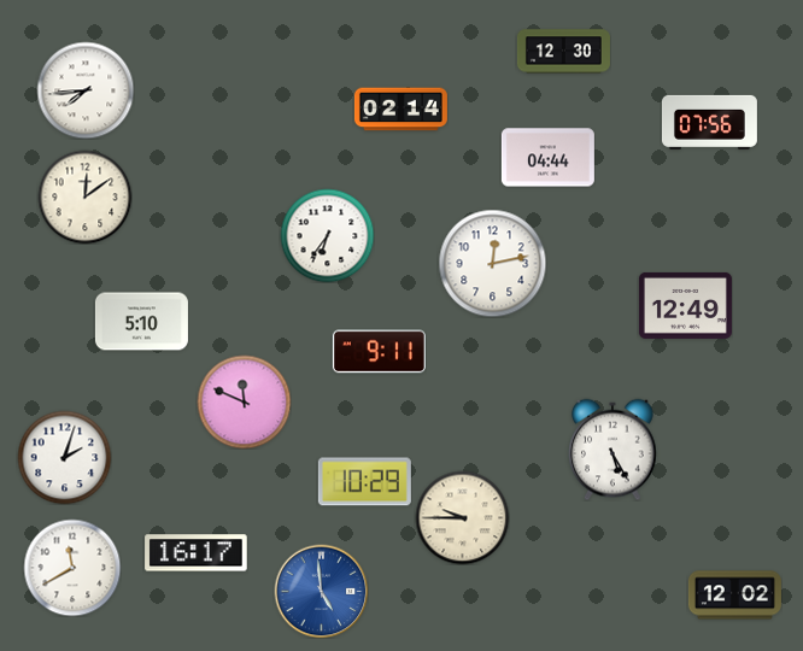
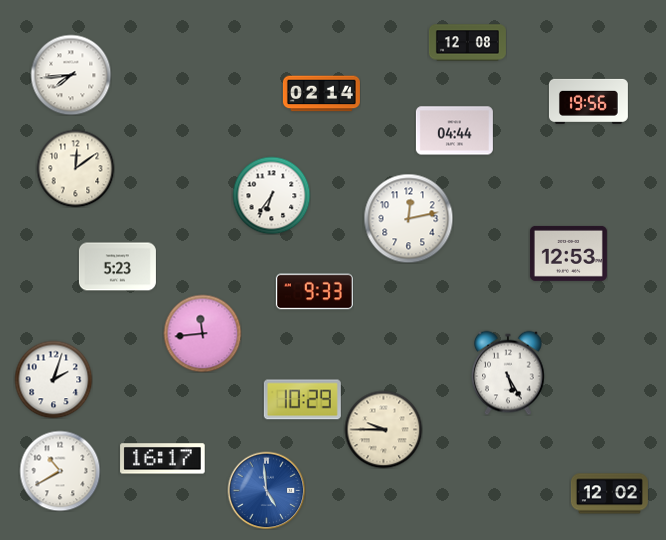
clock at (563, 52): 12:30 -> 12:08
clock at (400, 110) position: (400, 110) -> (321, 94)
clock at (709, 122): 07:56 -> 19:56
clock at (84, 197) position: (84, 197) -> (75, 168)
clock at (685, 305): 12:49 -> 12:53
clock at (141, 322): 5:10 -> 5:23
clock at (379, 352): 9:11 -> 9:33
clock at (244, 401): 11:49 -> 11:44
clock at (72, 568): 11:40 -> 10:40
